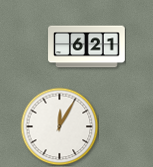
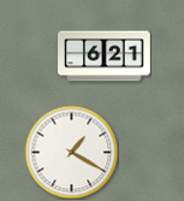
clock at (59, 126): 12:05 -> 1:20
